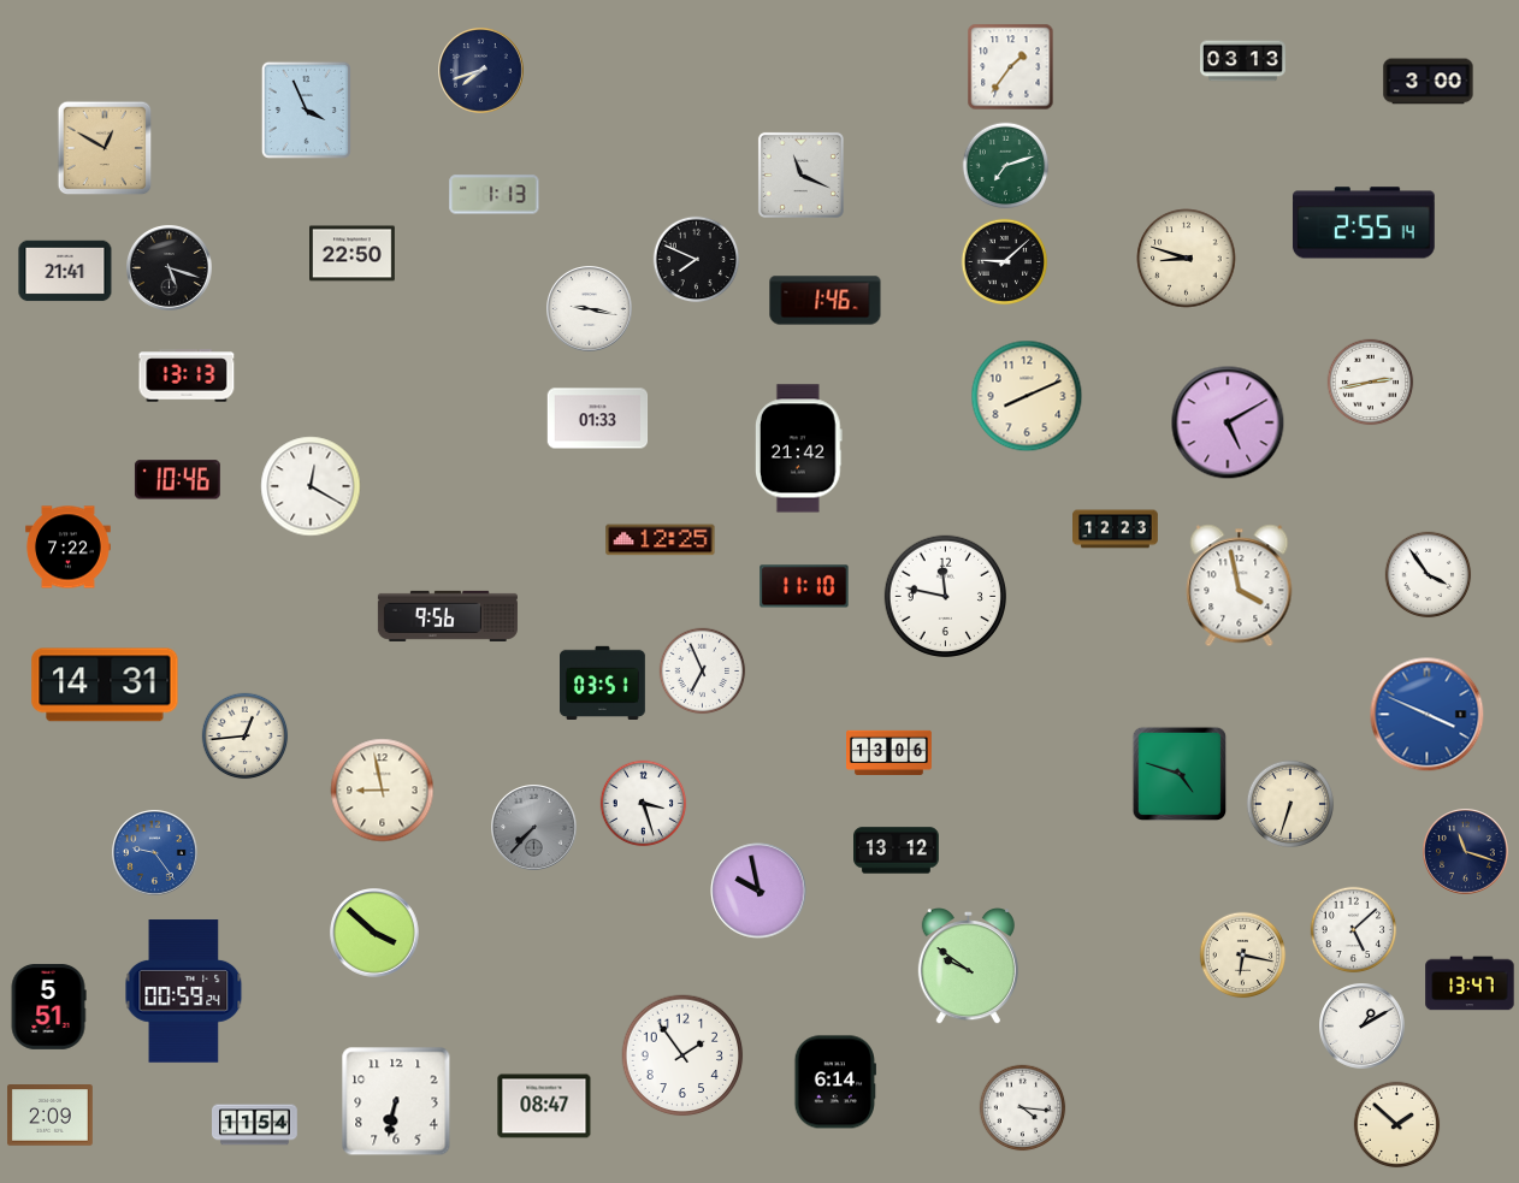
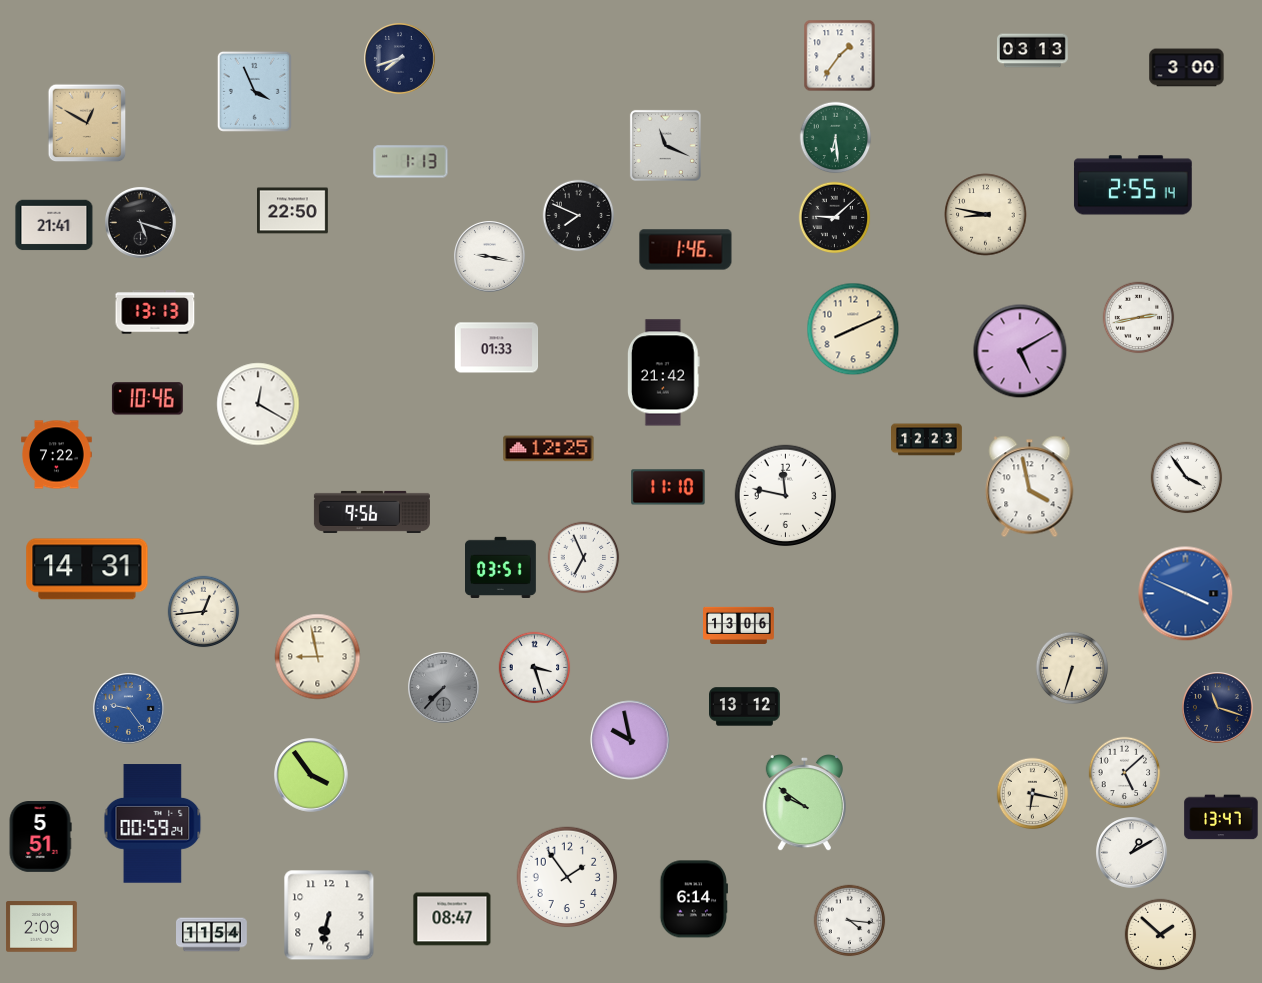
clock at (1006, 166): 7:12 -> 6:29
clock at (1187, 259): 8:48 -> 8:47
clock at (1180, 774): 4:48 -> none
clock at (374, 933): 3:52 -> 3:54
